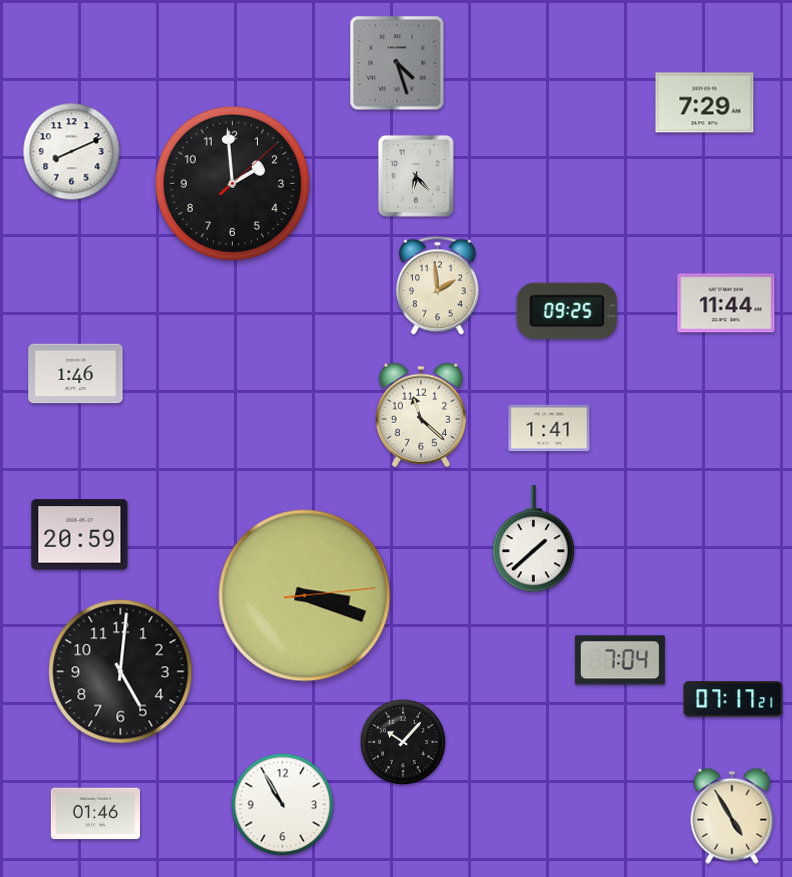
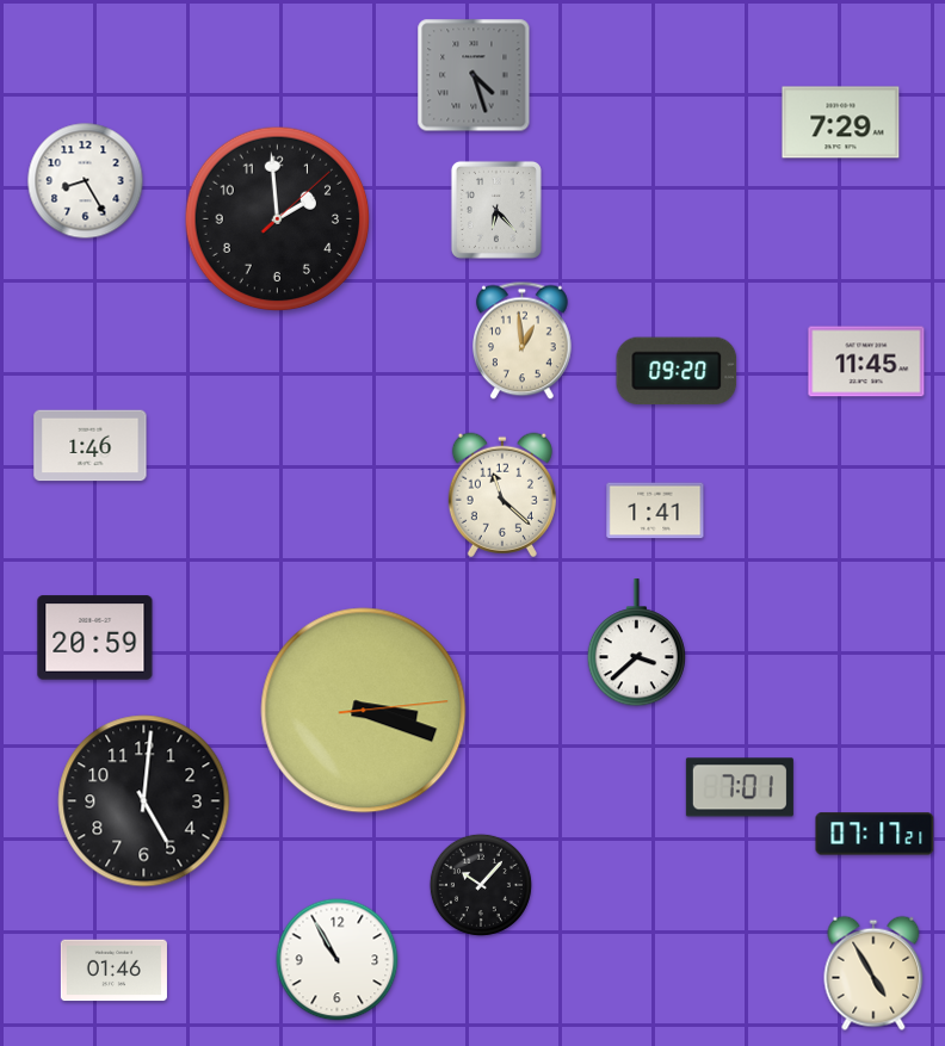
clock at (72, 152): 8:11 -> 8:25
clock at (438, 286): 1:59 -> 12:59
clock at (726, 303): 11:44 -> 11:45
clock at (567, 311): 09:25 -> 09:20
clock at (533, 539): 1:38 -> 3:38
clock at (620, 660): 7:04 -> 7:01
